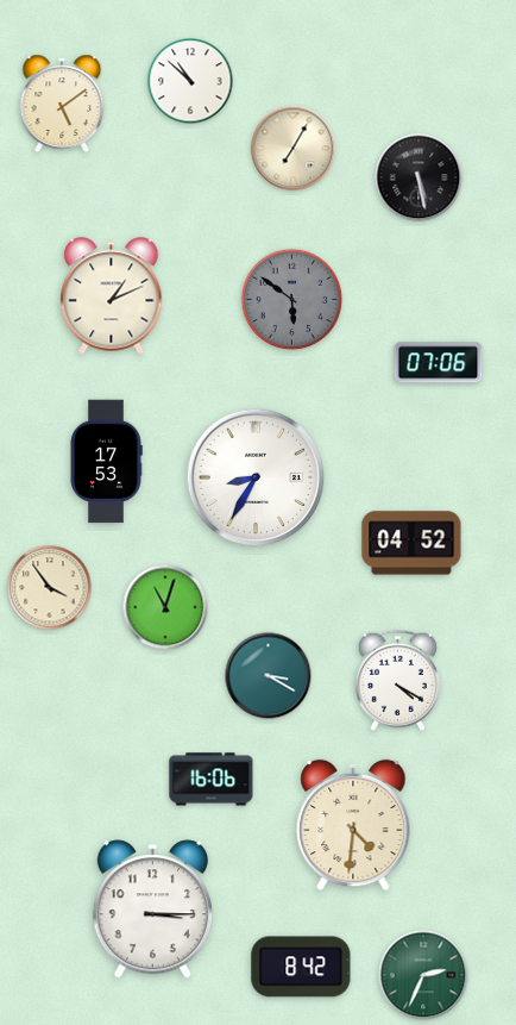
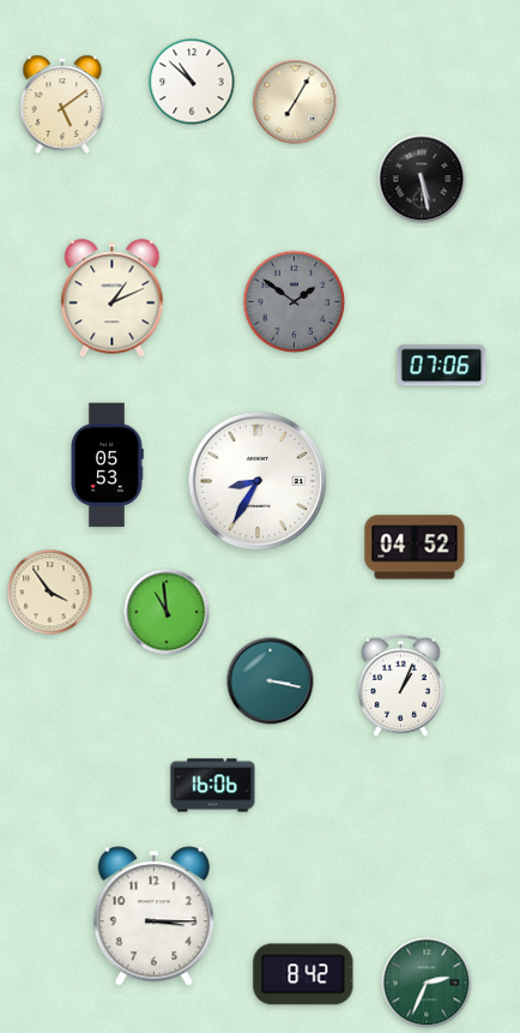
clock at (294, 149) position: (294, 149) -> (296, 102)
clock at (292, 300): 5:51 -> 1:51
clock at (106, 462): 17:53 -> 05:53
clock at (165, 607): 11:03 -> 10:59
clock at (269, 676): 3:20 -> 3:17
clock at (397, 680): 4:20 -> 1:04
clock at (353, 825): 4:31 -> none
